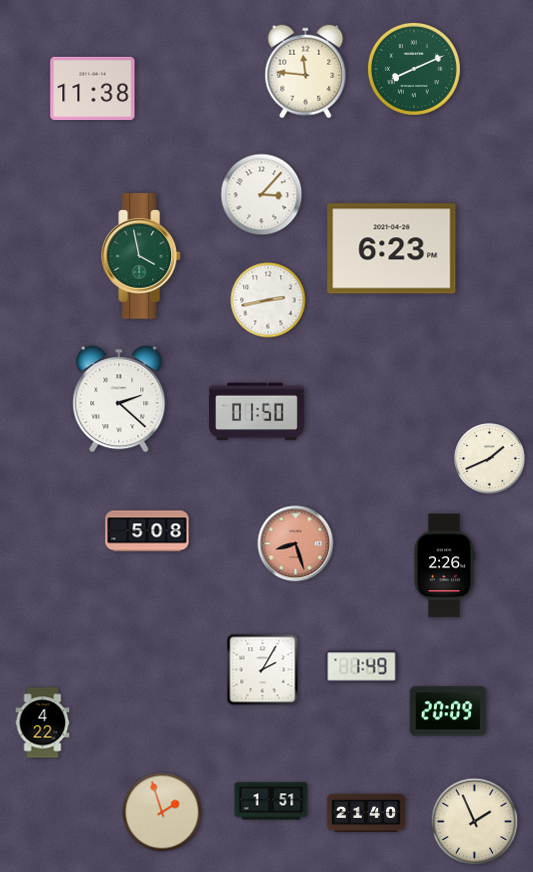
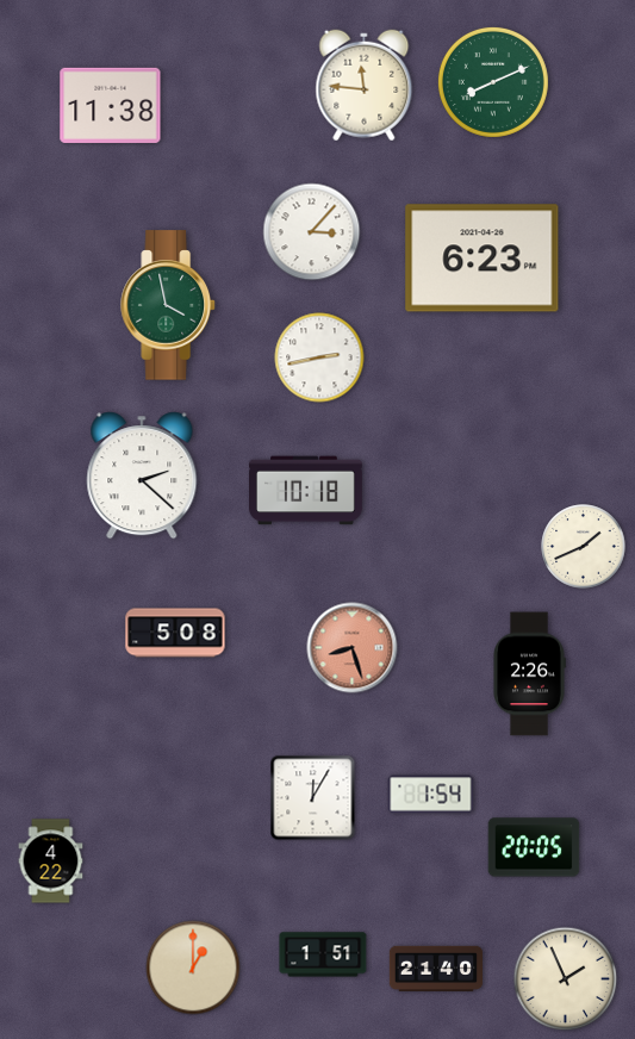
clock at (392, 249) position: (392, 249) -> (483, 259)
clock at (257, 412): 01:50 -> 10:18
clock at (362, 667): 1:49 -> 1:54
clock at (263, 670): 2:05 -> 12:05
clock at (448, 711): 20:09 -> 20:05
clock at (162, 812): 1:57 -> 1:00
